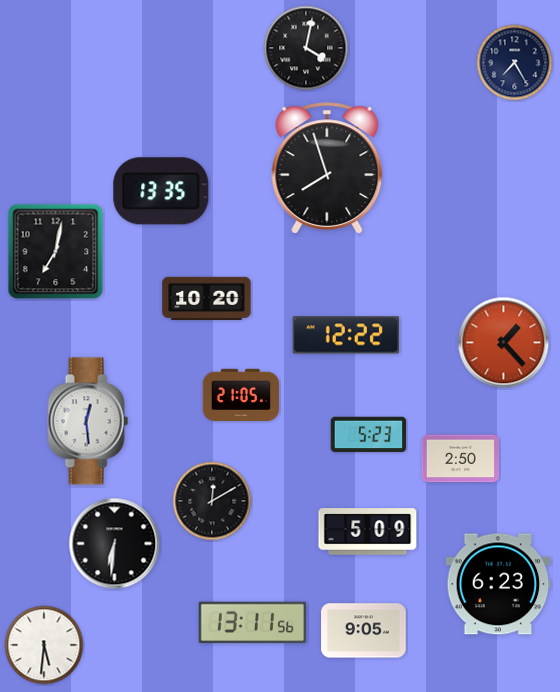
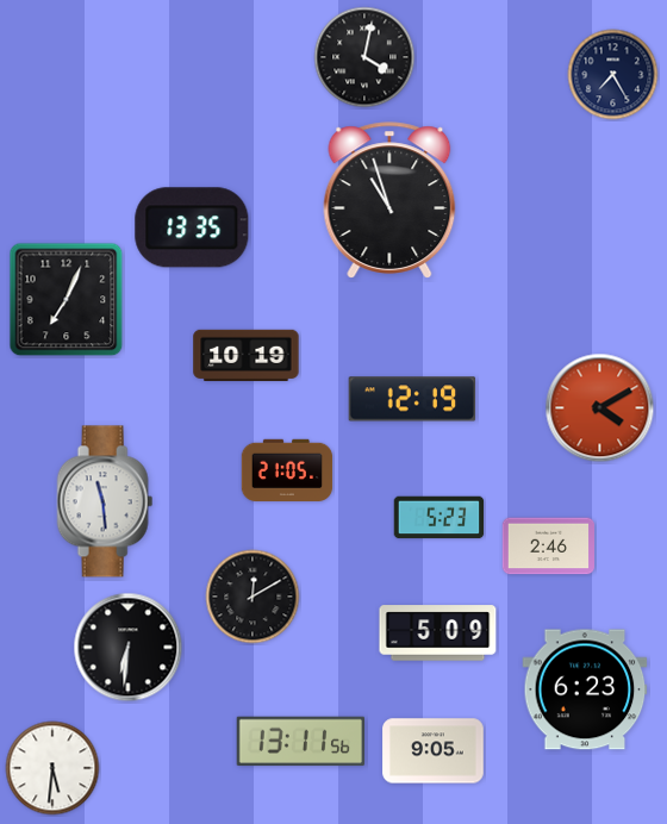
clock at (327, 168): 7:57 -> 10:57
clock at (56, 252): 7:02 -> 7:04
clock at (207, 299): 10:20 -> 10:19
clock at (346, 335): 12:22 -> 12:19
clock at (504, 343): 1:23 -> 4:10
clock at (88, 421): 12:29 -> 11:29
clock at (460, 459): 2:50 -> 2:46
clock at (115, 544) position: (115, 544) -> (129, 648)
clock at (498, 584) position: (498, 584) -> (585, 689)
